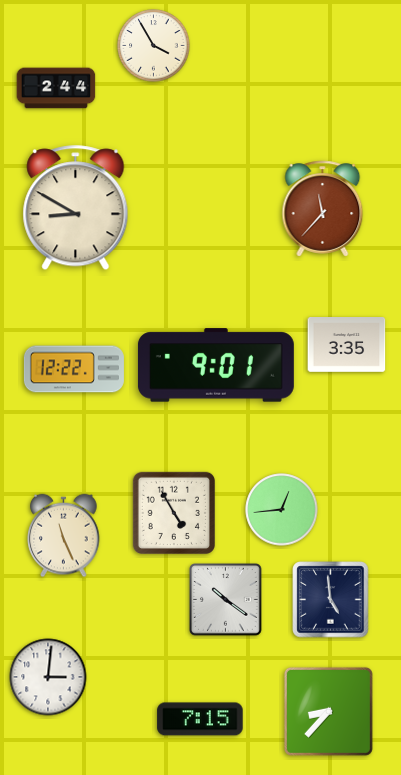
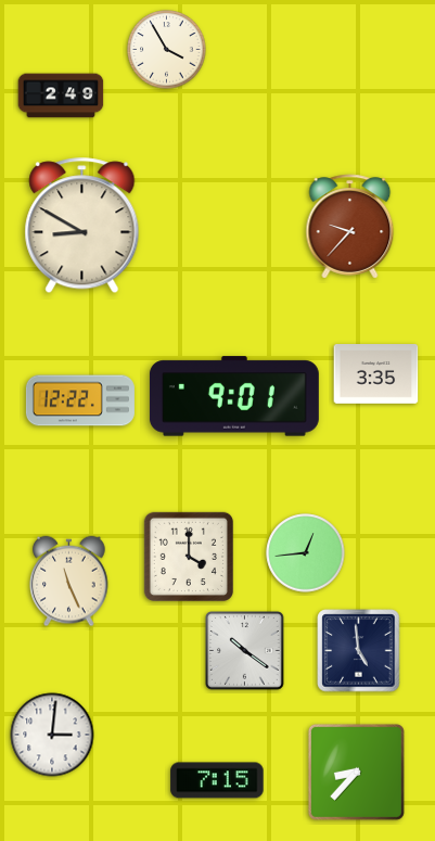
clock at (56, 88): 2:44 -> 2:49
clock at (323, 209): 11:37 -> 9:37
clock at (174, 513): 4:55 -> 4:00
